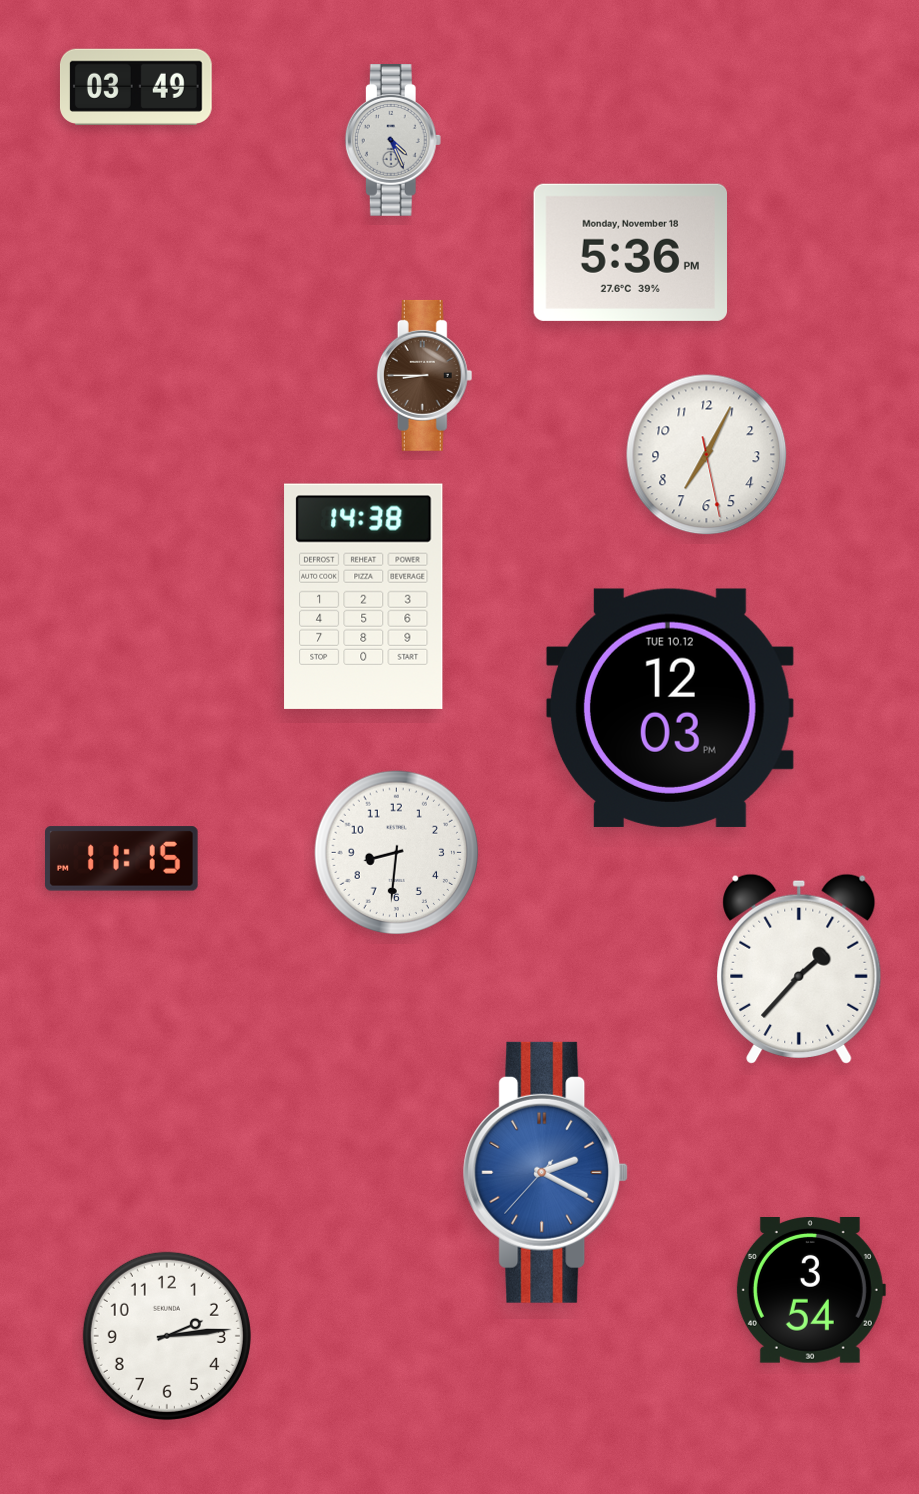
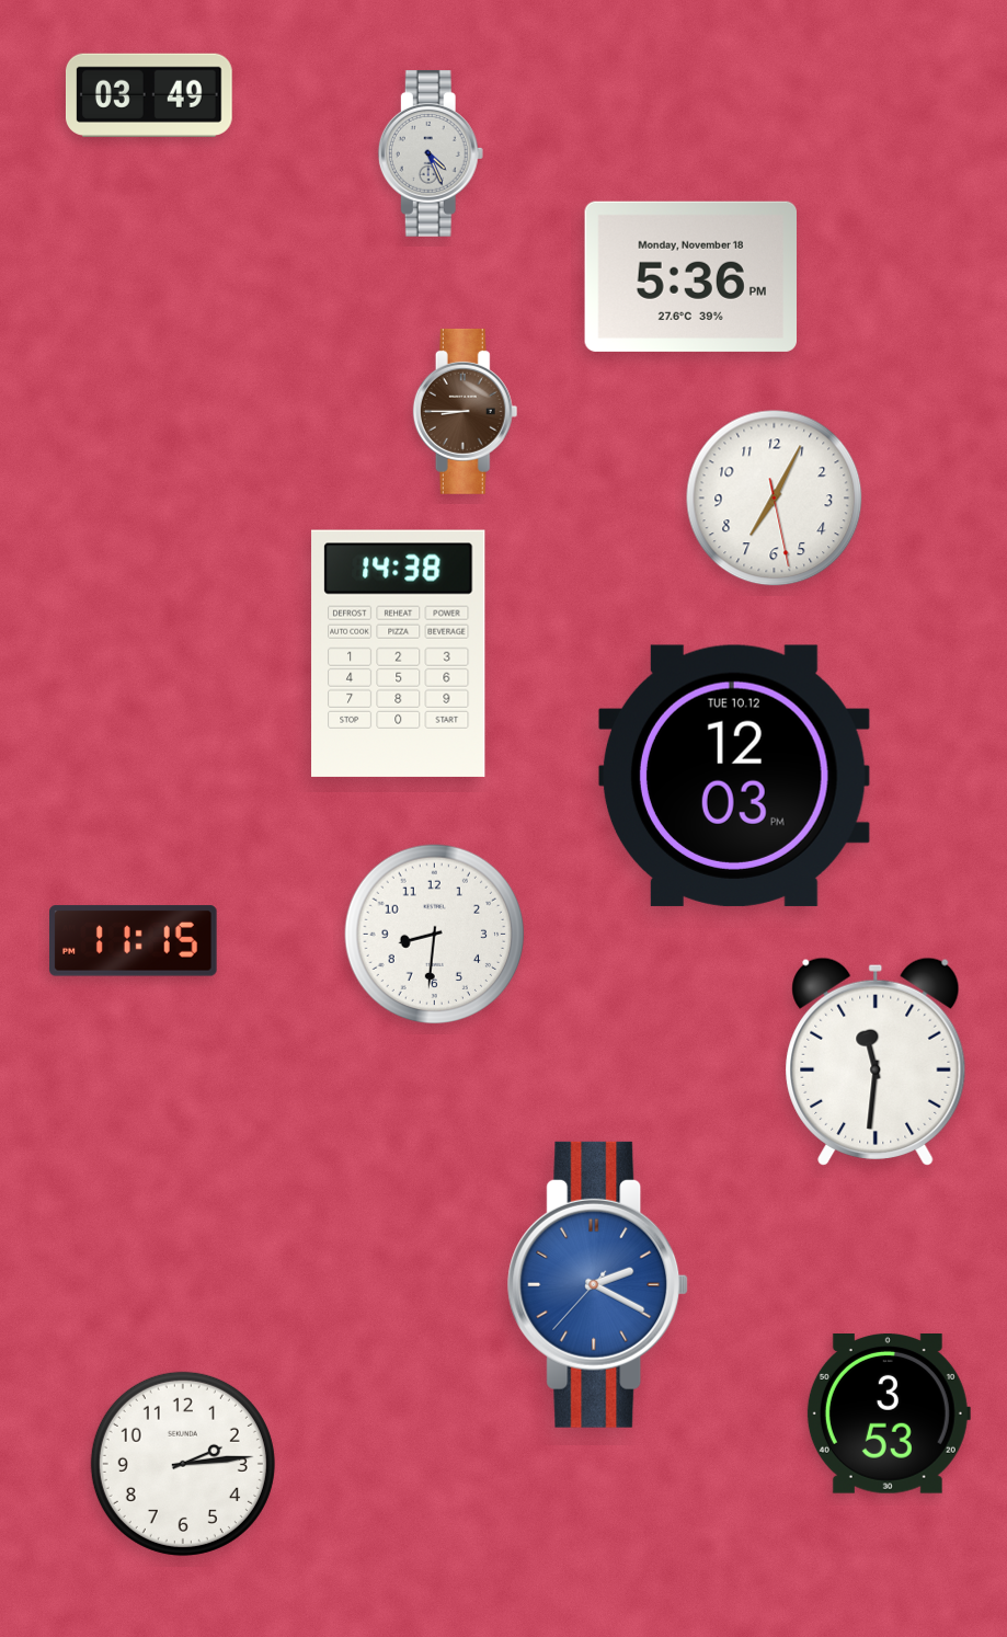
clock at (799, 969): 1:37 -> 11:31
clock at (810, 1291): 3:54 -> 3:53
